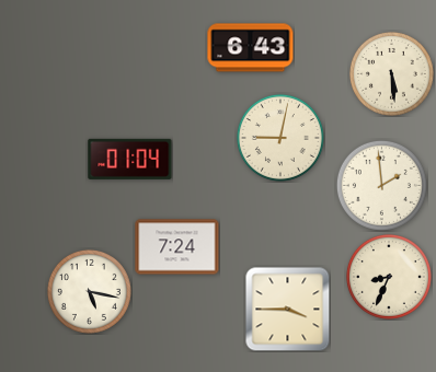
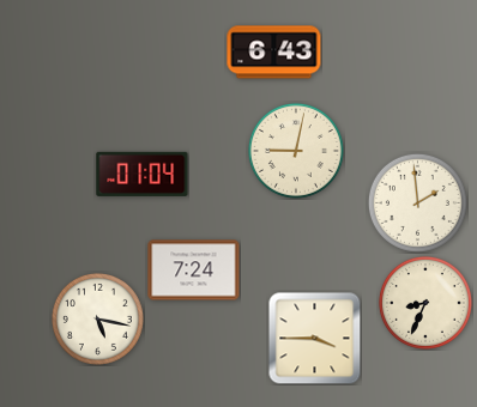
clock at (391, 73): 5:29 -> none
clock at (280, 138) position: (280, 138) -> (296, 151)
